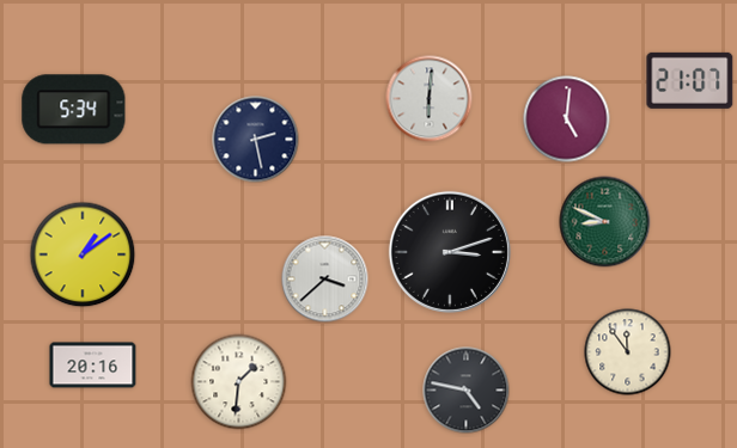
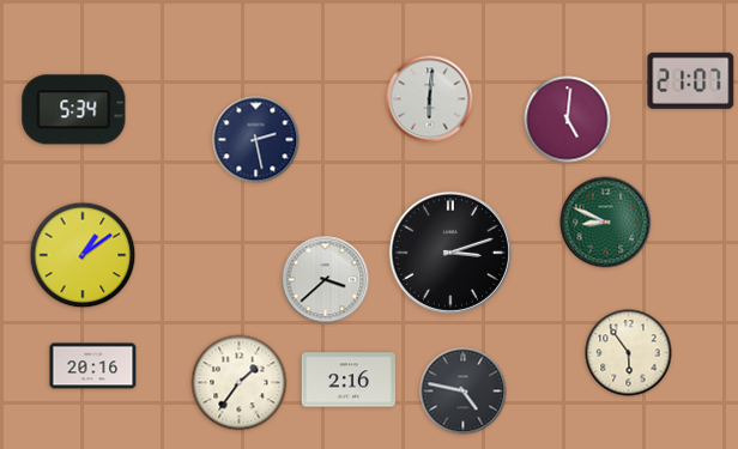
clock at (628, 352): 11:54 -> 5:54
clock at (349, 380): none -> 2:16
clock at (239, 382): 1:31 -> 1:36
clock at (467, 391) position: (467, 391) -> (464, 392)
